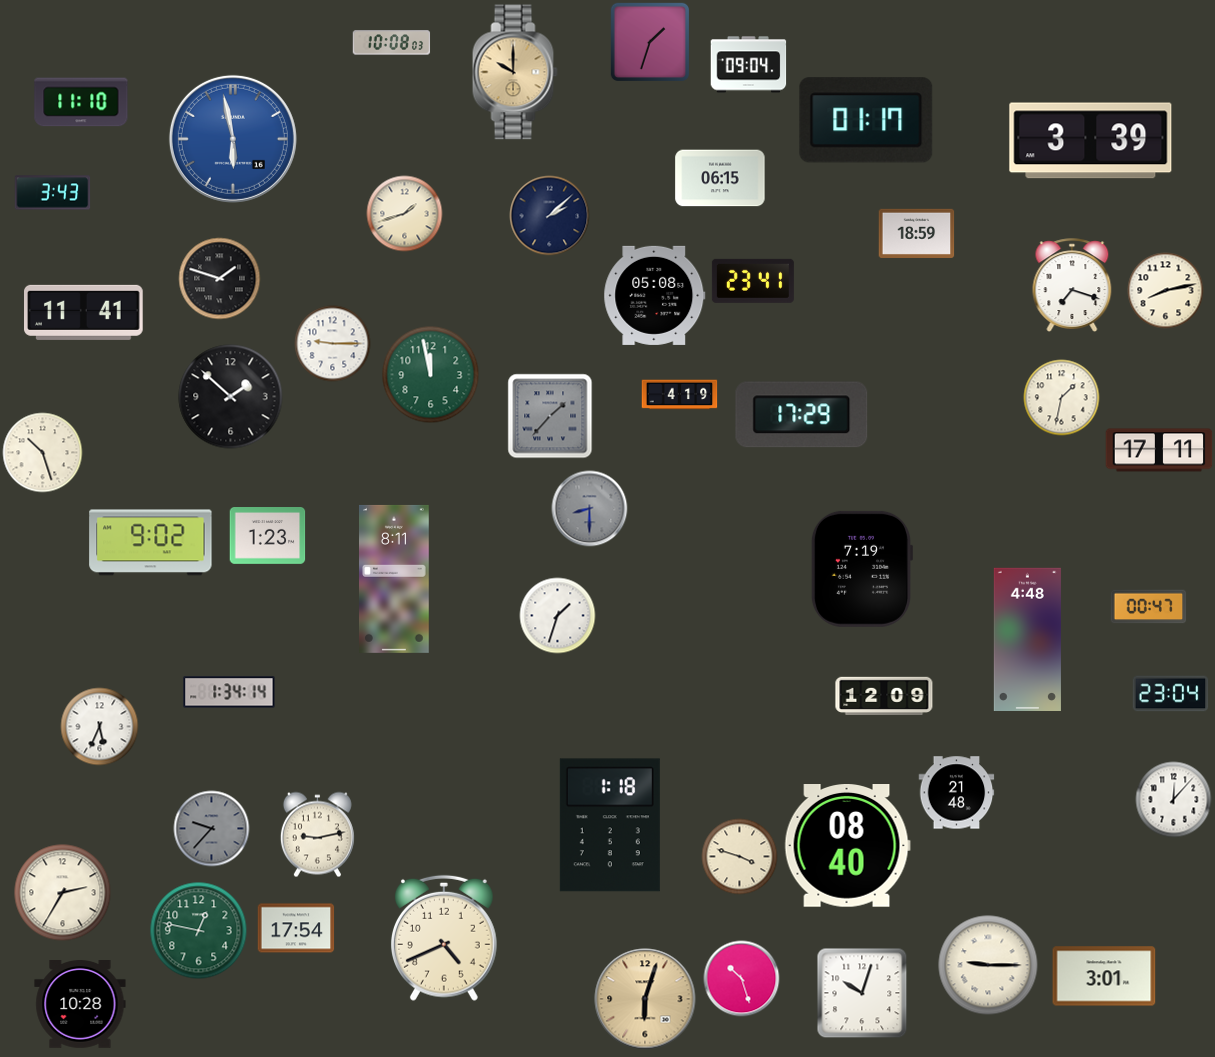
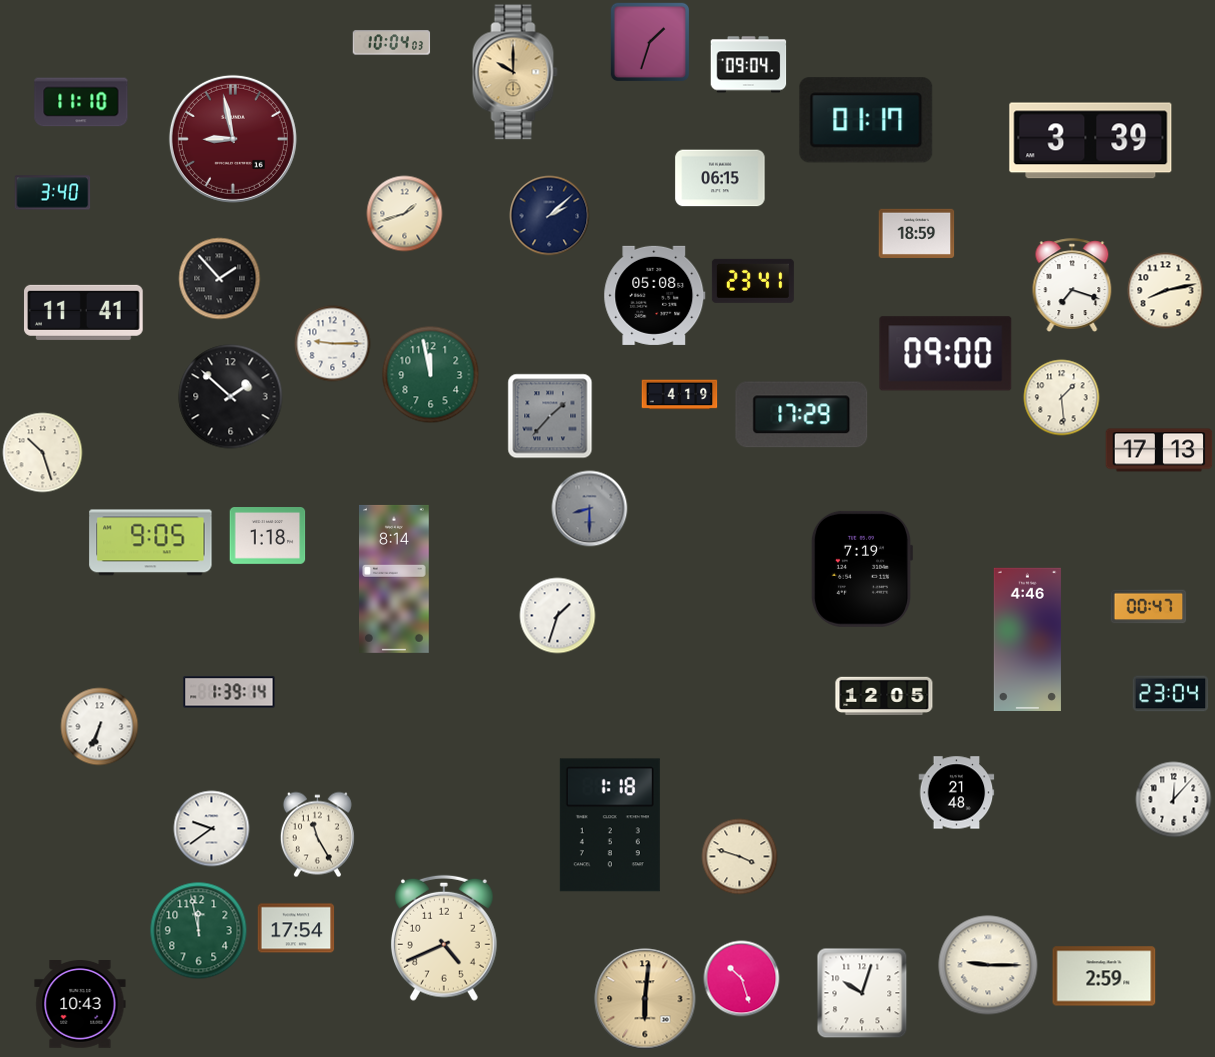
clock at (392, 43): 10:08 -> 10:04
clock at (233, 139): 5:58 -> 8:58
clock at (233, 139) dial: blue -> burgundy
clock at (53, 193): 3:43 -> 3:40
clock at (220, 279): 1:48 -> 1:53
clock at (946, 354): none -> 09:00
clock at (1062, 398): 1:32 -> 1:29
clock at (1159, 450): 17:11 -> 17:13
clock at (268, 536): 1:23 -> 1:18
clock at (151, 543): 9:02 -> 9:05
clock at (395, 579): 8:11 -> 8:14
clock at (1027, 639): 4:48 -> 4:46
clock at (229, 692): 1:34 -> 1:39
clock at (884, 695): 12:09 -> 12:05
clock at (100, 727): 5:34 -> 6:34
clock at (212, 829): 9:37 -> 9:39
clock at (212, 829) dial: grey -> white
clock at (317, 835): 9:13 -> 11:25
clock at (847, 846): 08:40 -> none
clock at (63, 893): 2:35 -> none
clock at (199, 931): 12:47 -> 11:58
clock at (1104, 976): 3:01 -> 2:59
clock at (645, 999): 6:03 -> 6:01
clock at (80, 1005): 10:28 -> 10:43
